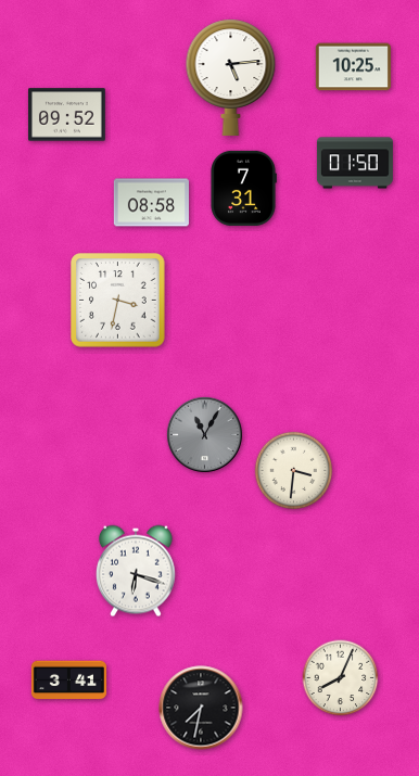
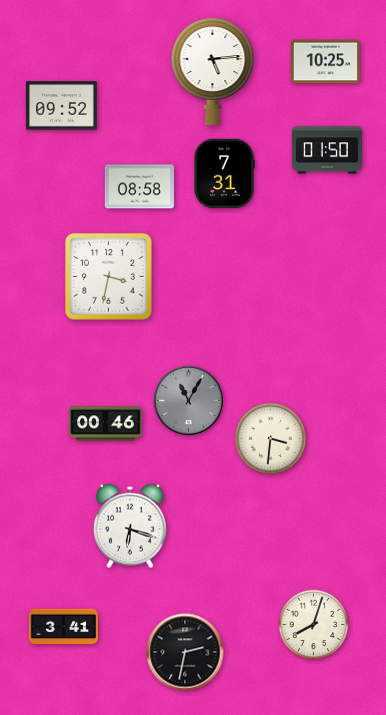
clock at (106, 424): none -> 00:46
clock at (294, 471) position: (294, 471) -> (271, 439)
clock at (136, 571) position: (136, 571) -> (130, 526)
clock at (341, 678): 8:04 -> 8:03
clock at (201, 708): 7:32 -> 2:32
